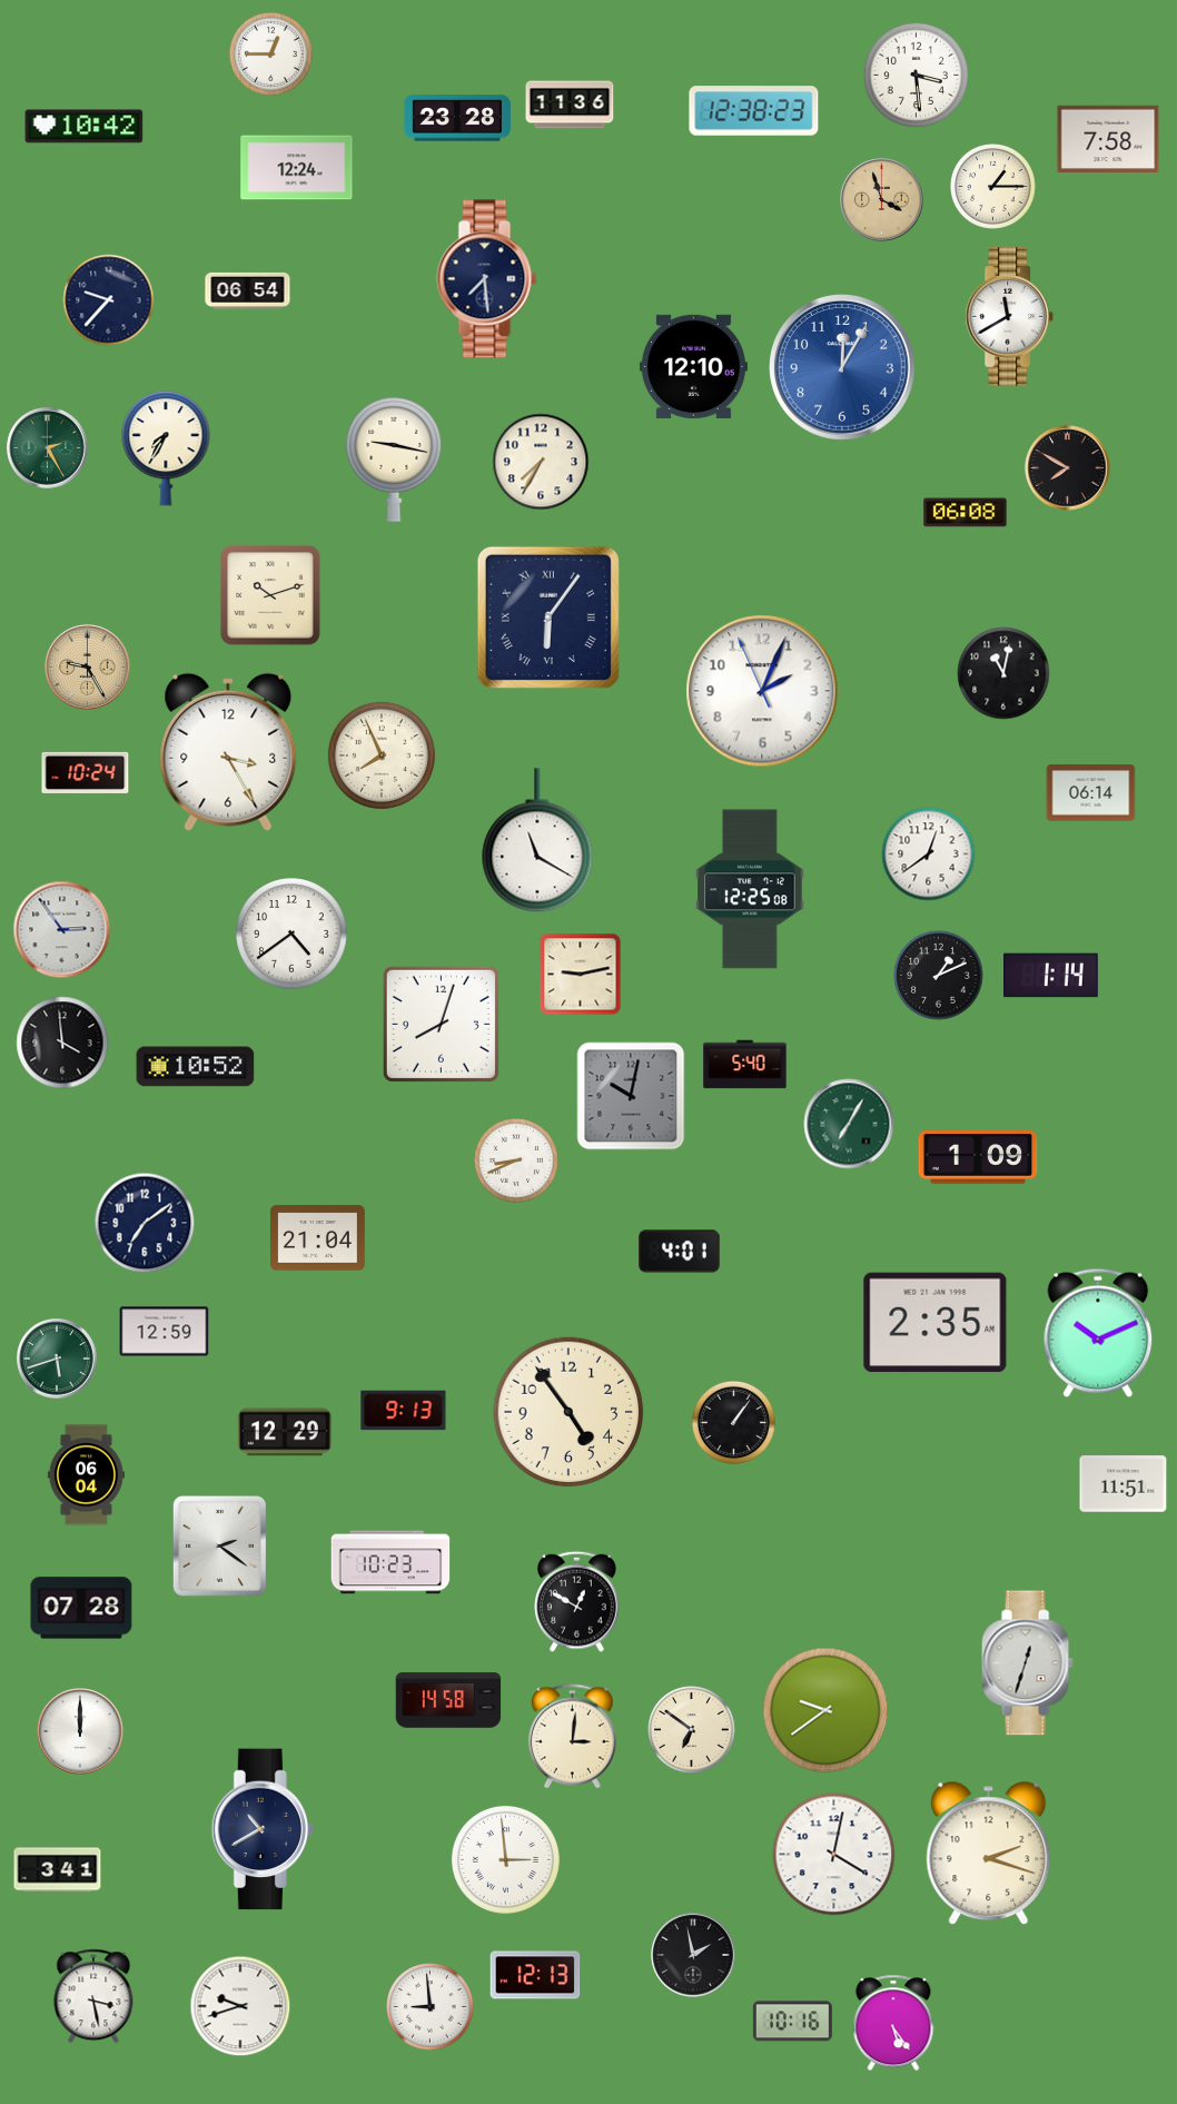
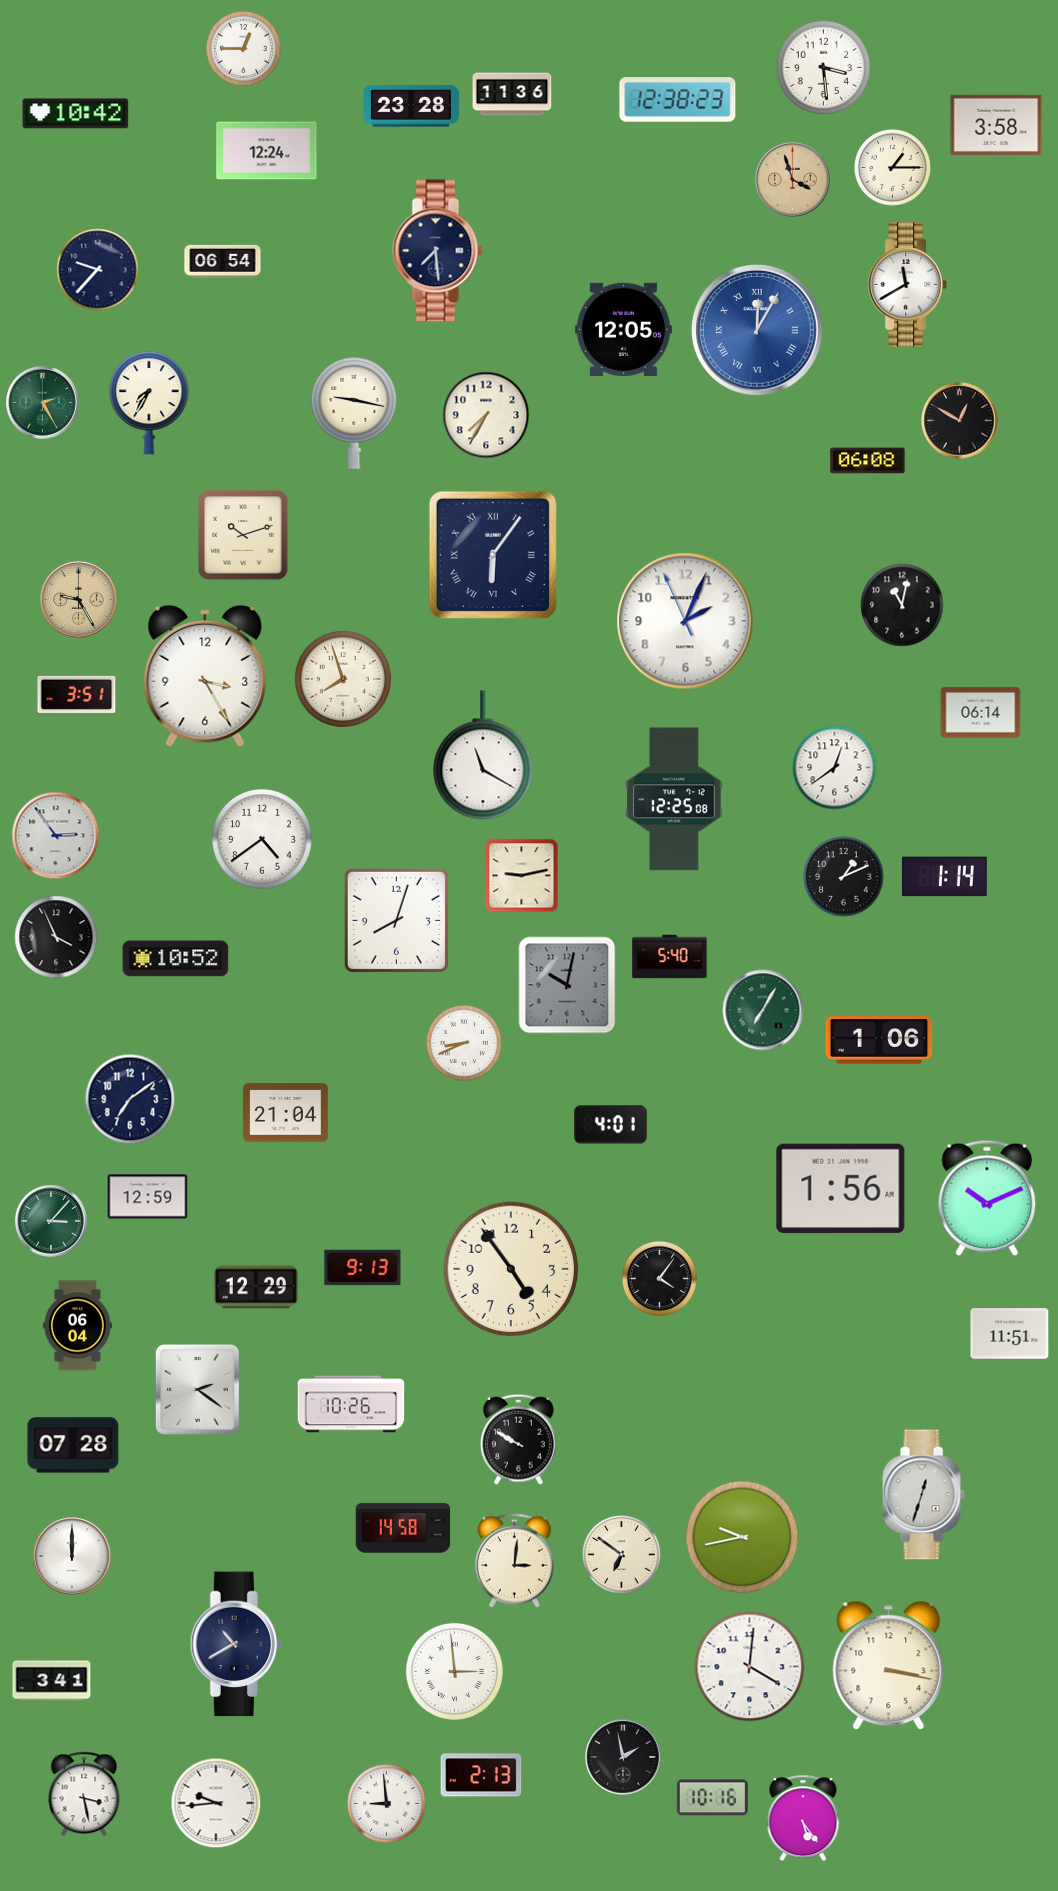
clock at (1108, 138): 7:58 -> 3:58
clock at (693, 366): 12:10 -> 12:05
clock at (843, 368) numerals: Arabic -> Roman
clock at (1068, 468): 7:50 -> 12:50
clock at (382, 755): 7:56 -> 7:57
clock at (86, 772): 10:24 -> 3:51
clock at (62, 1043): 3:59 -> 3:56
clock at (978, 1157): 1:09 -> 1:06
clock at (936, 1323): 2:35 -> 1:56
clock at (57, 1359): 5:42 -> 3:07
clock at (733, 1422): 1:06 -> 4:06
clock at (390, 1562): 10:23 -> 10:26
clock at (577, 1601): 12:50 -> 9:50
clock at (825, 1710): 9:39 -> 9:43
clock at (989, 1854): 2:18 -> 3:17
clock at (834, 1855): 4:02 -> 4:01
clock at (535, 1975): 12:13 -> 2:13
clock at (240, 2006): 9:42 -> 9:44
clock at (792, 2022) position: (792, 2022) -> (712, 1798)
